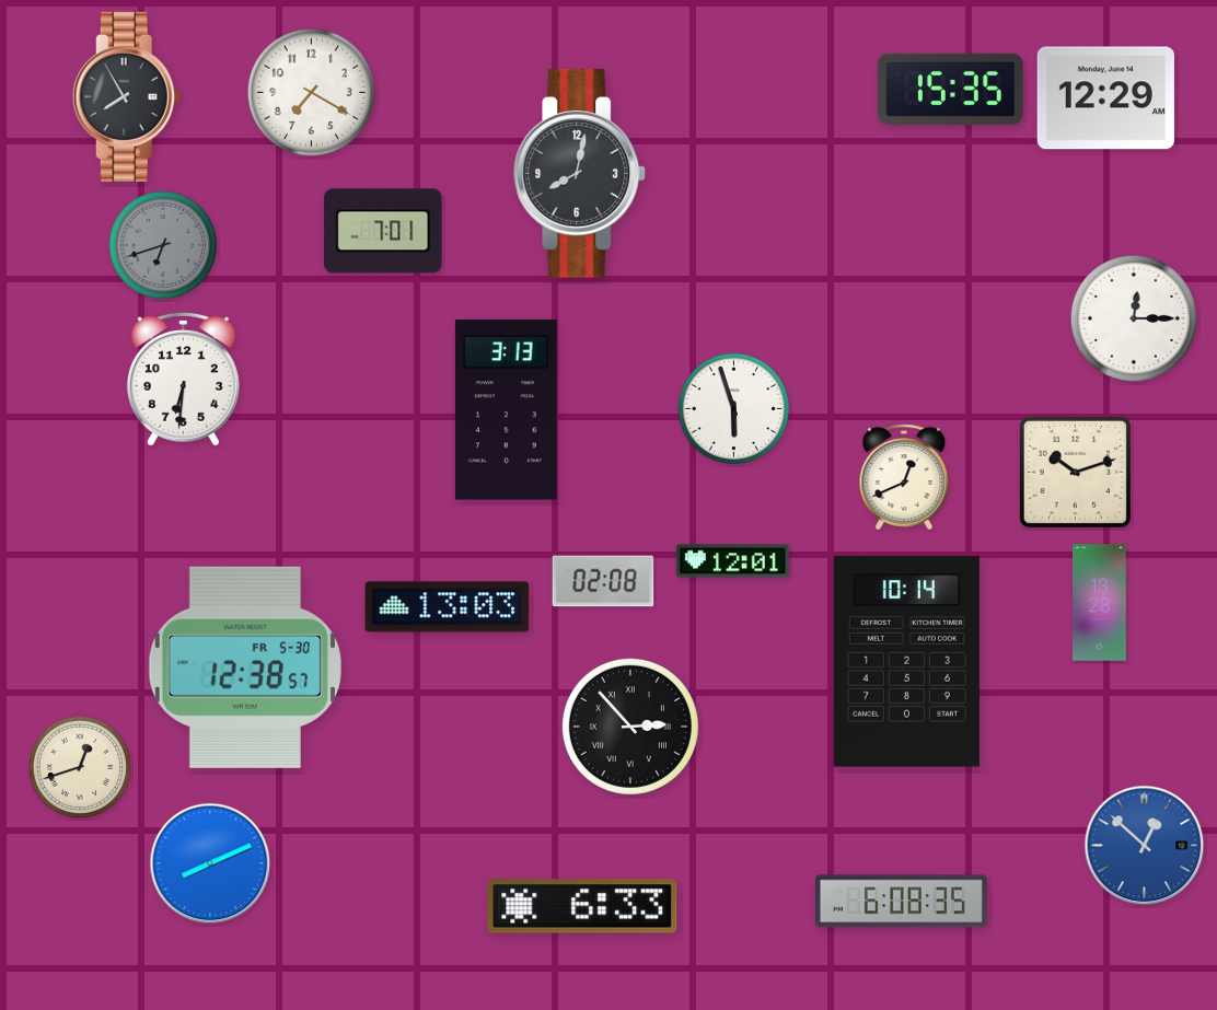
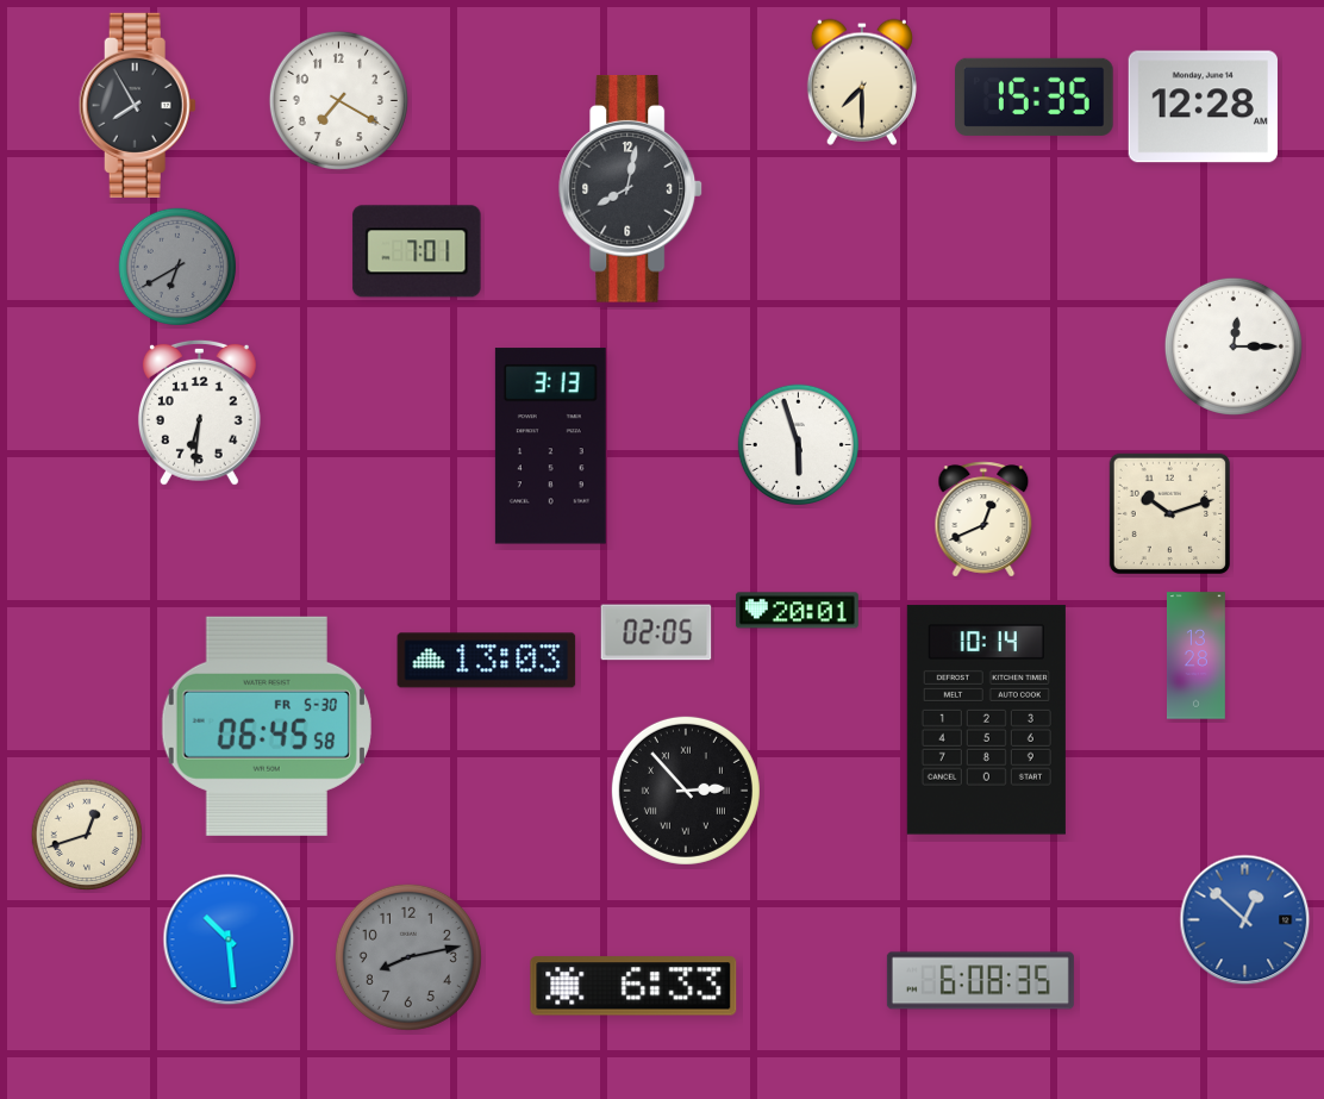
clock at (862, 82): none -> 7:30
clock at (1105, 98): 12:29 -> 12:28
clock at (162, 244): 6:42 -> 6:40
clock at (732, 561): 12:01 -> 20:01
clock at (603, 581): 02:08 -> 02:05
clock at (245, 667): 12:38 -> 06:45
clock at (210, 863): 8:11 -> 10:29
clock at (408, 957): none -> 8:13
